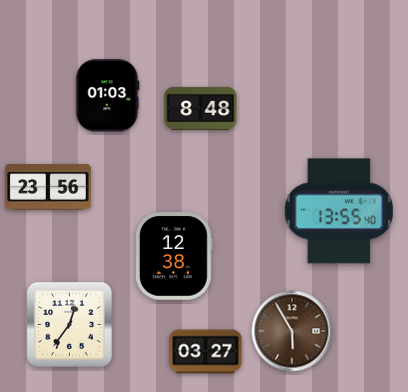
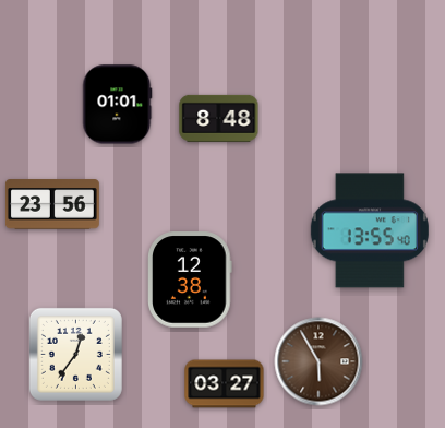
clock at (108, 96): 01:03 -> 01:01
